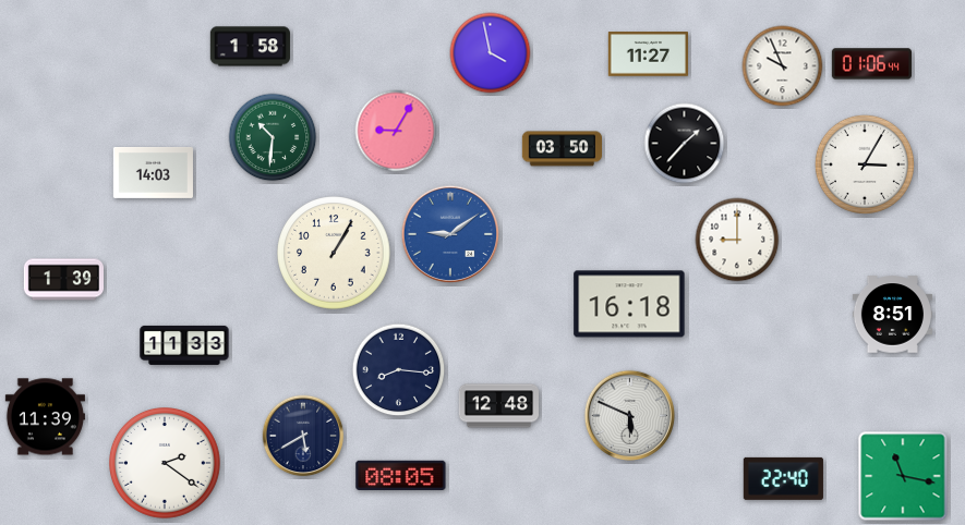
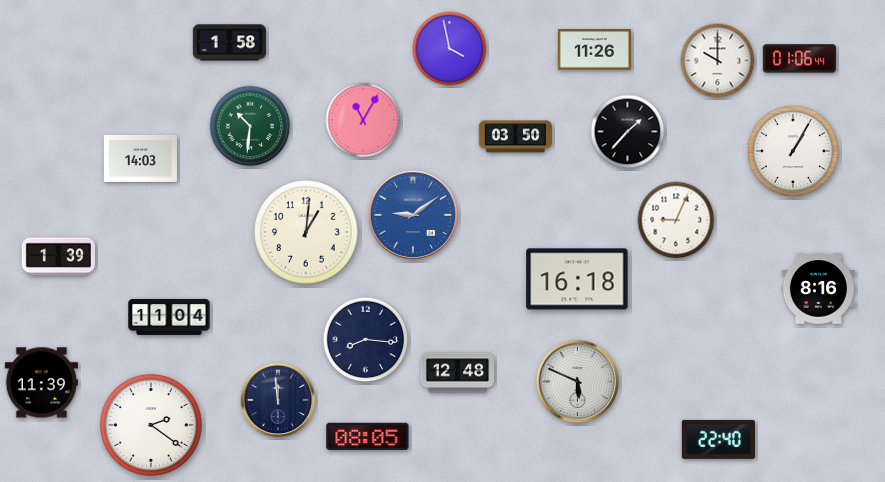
clock at (648, 54): 11:27 -> 11:26
clock at (783, 66): 9:56 -> 10:00
clock at (396, 131): 9:05 -> 11:05
clock at (865, 164): 3:05 -> 1:05
clock at (737, 240): 9:00 -> 9:04
clock at (335, 254): 1:05 -> 1:01
clock at (892, 315): 8:51 -> 8:16
clock at (184, 345): 11:33 -> 11:04
clock at (303, 436): 5:40 -> 11:59
clock at (903, 476): 11:17 -> none
